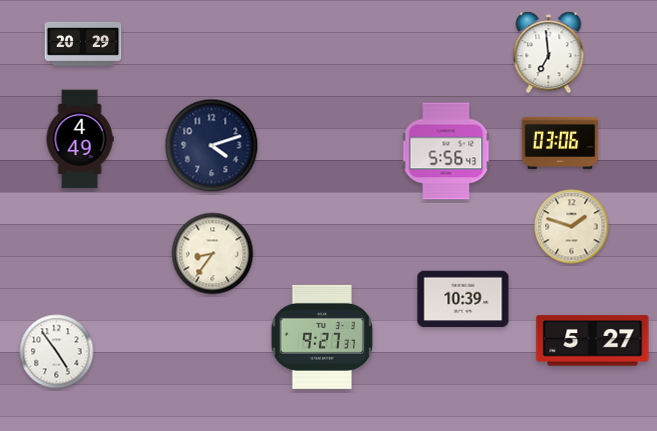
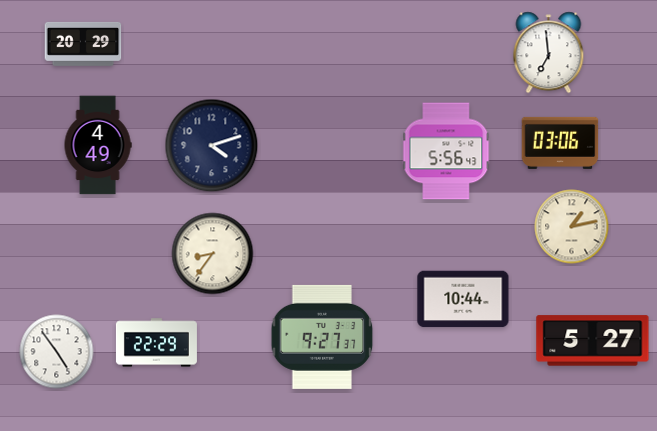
clock at (80, 139) position: (80, 139) -> (98, 145)
clock at (572, 227): 1:48 -> 1:13
clock at (463, 299): 10:39 -> 10:44
clock at (156, 343): none -> 22:29
